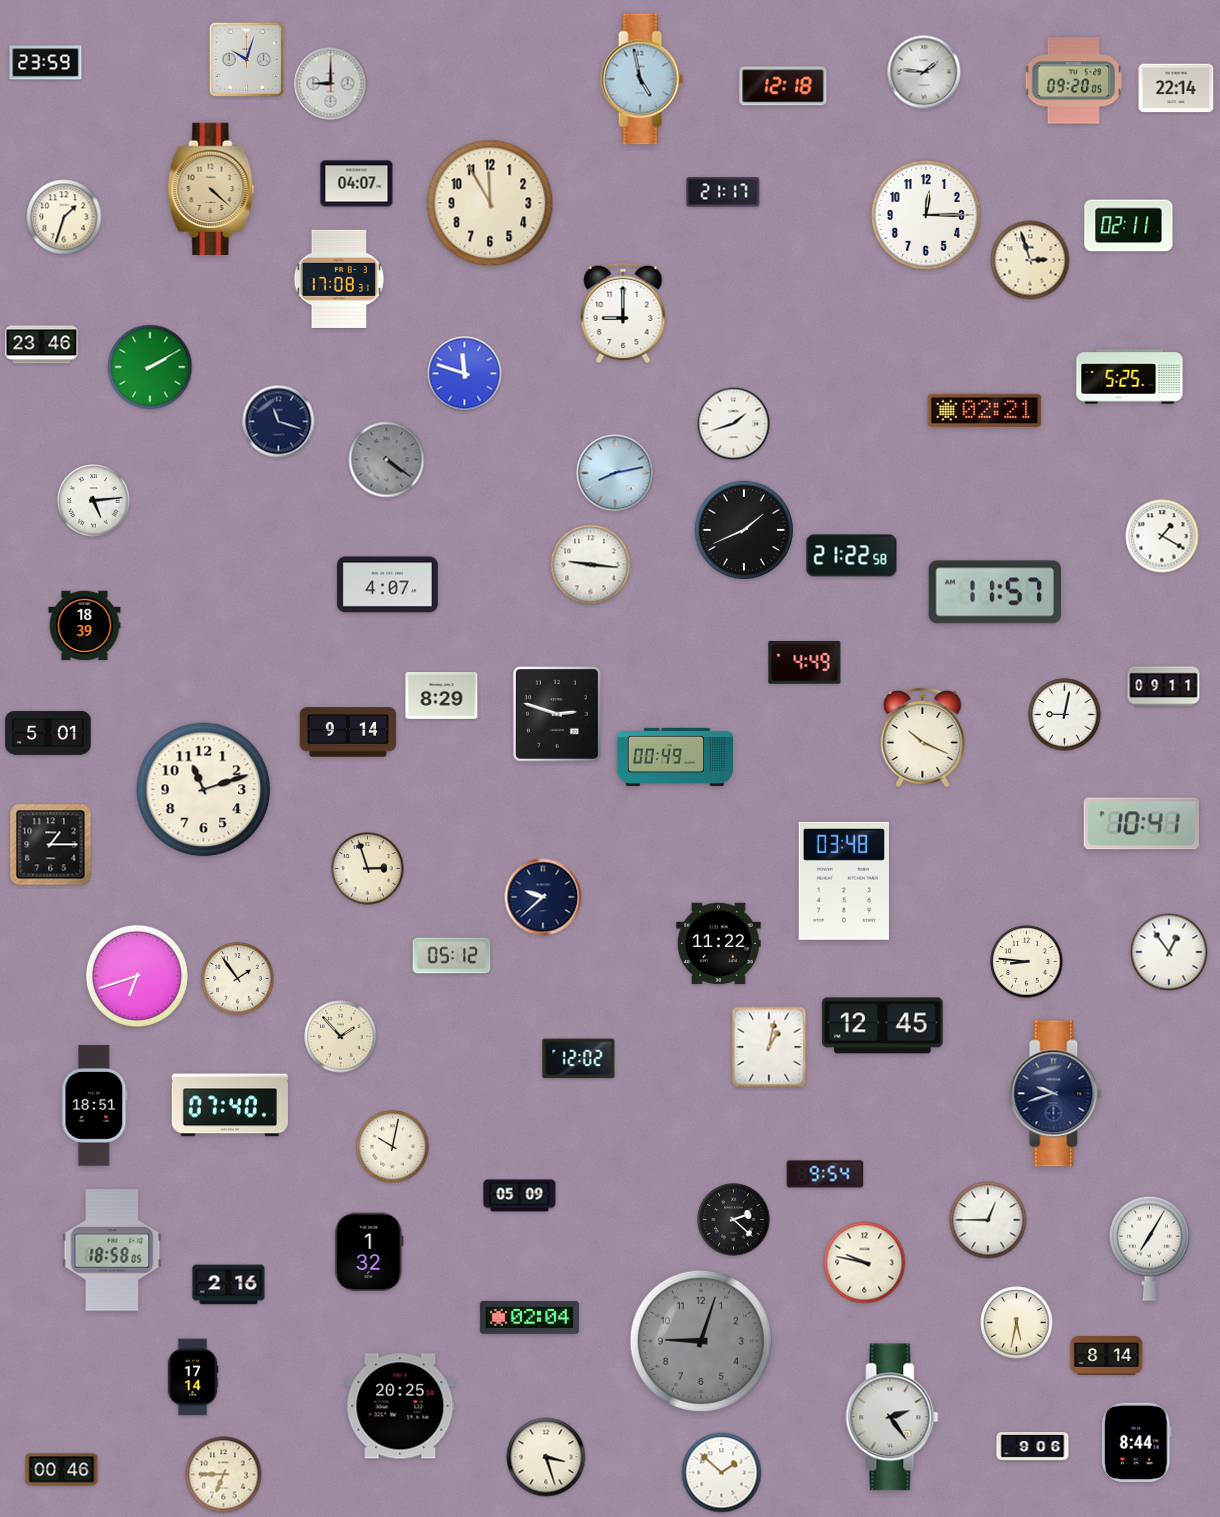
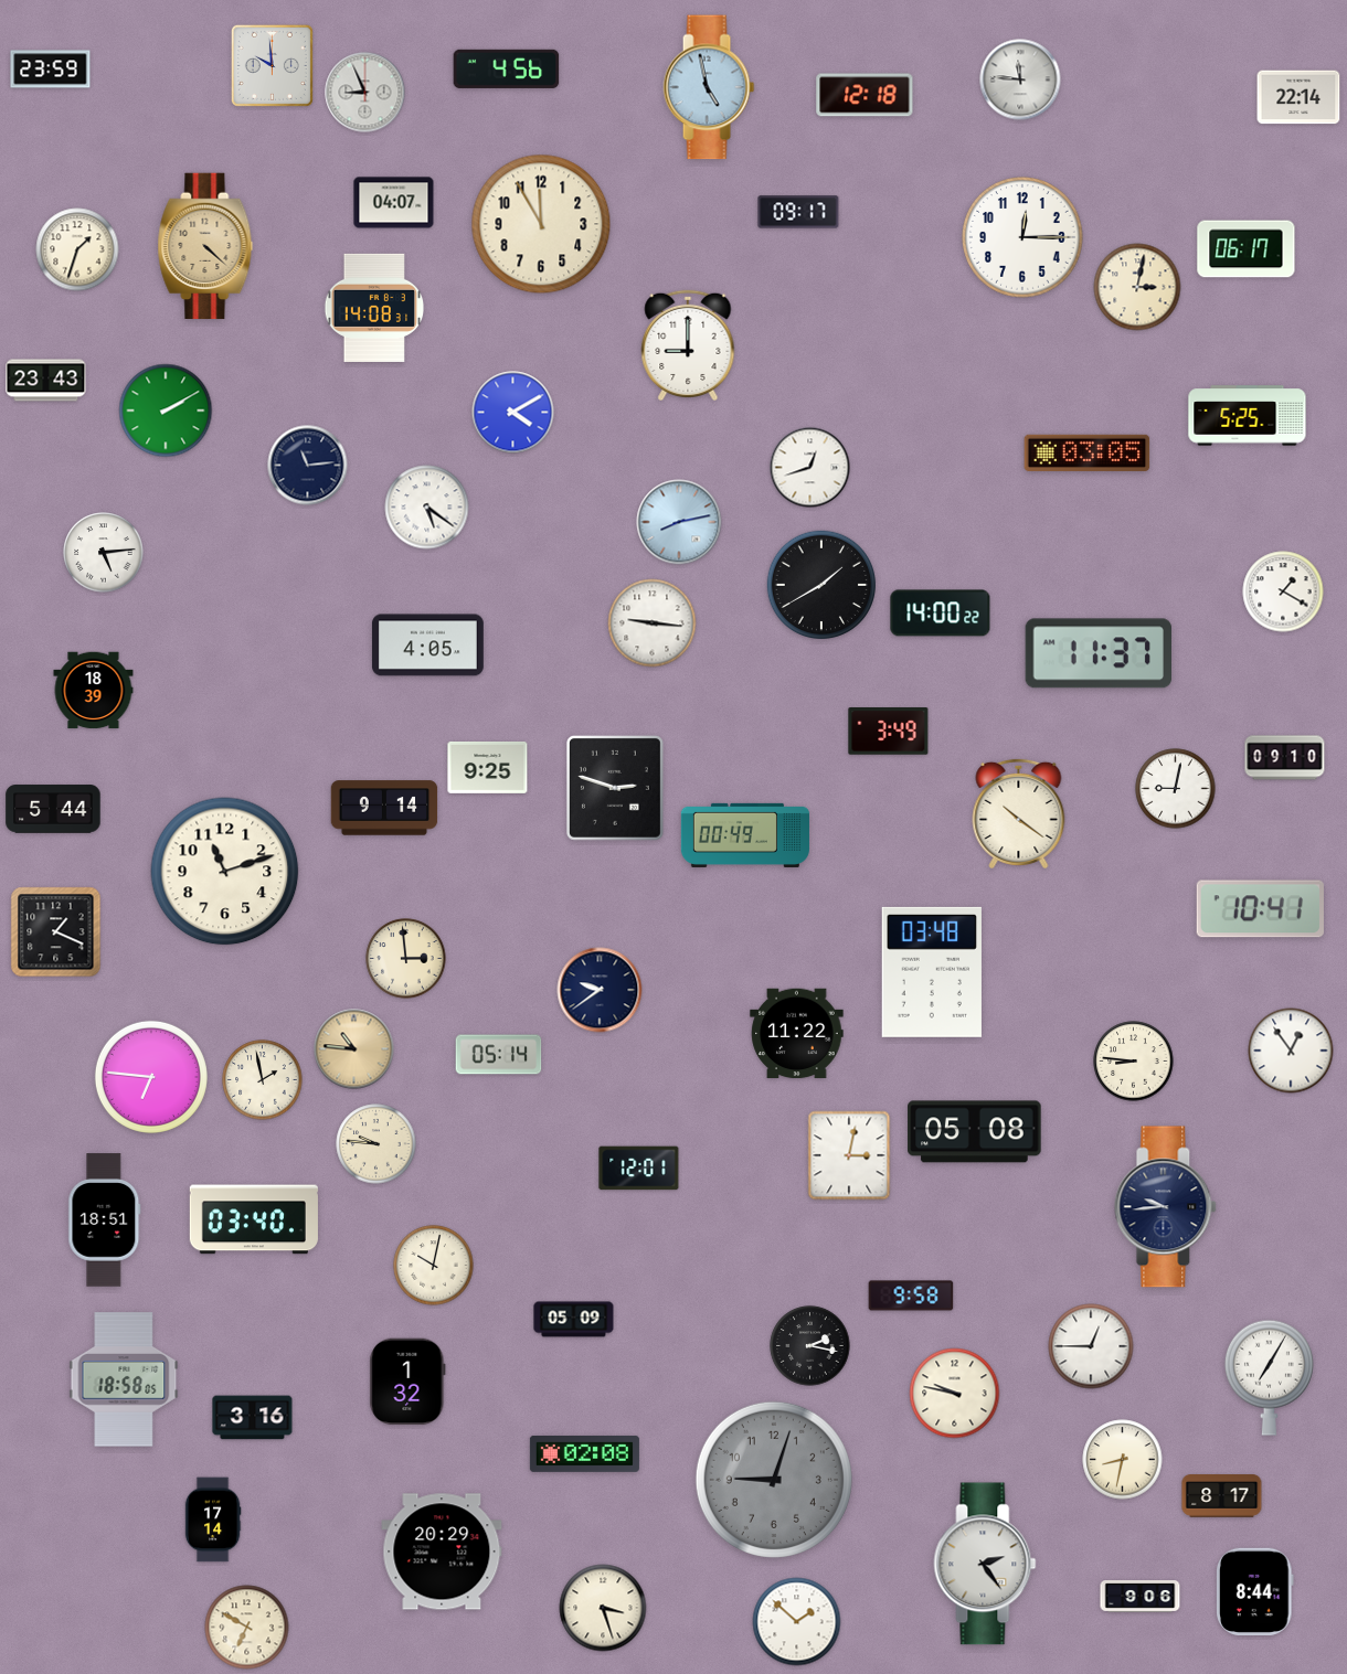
clock at (246, 59): 10:03 -> 9:59
clock at (507, 68): none -> 4:56
clock at (924, 72): 1:46 -> 11:46
clock at (1074, 81): 09:20 -> none
clock at (331, 84): 9:00 -> 8:56
clock at (211, 189) position: (211, 189) -> (205, 246)
clock at (723, 192): 21:17 -> 09:17
clock at (64, 217) position: (64, 217) -> (77, 249)
clock at (1129, 226): 02:11 -> 06:17
clock at (1030, 260): 2:57 -> 3:02
clock at (339, 279): 17:08 -> 14:08
clock at (42, 345): 23:46 -> 23:43
clock at (150, 367) position: (150, 367) -> (166, 410)
clock at (465, 374): 11:48 -> 4:10
clock at (985, 410): 02:21 -> 03:05
clock at (279, 422): 11:18 -> 11:14
clock at (734, 424): 1:42 -> 12:42
clock at (387, 460): 4:21 -> 5:21
clock at (387, 460) dial: grey -> white
clock at (743, 529): 1:41 -> 1:40
clock at (852, 556): 21:22 -> 14:00
clock at (387, 585): 4:07 -> 4:05
clock at (994, 592): 11:57 -> 11:37
clock at (805, 663): 4:49 -> 3:49
clock at (1164, 687): 09:11 -> 09:10
clock at (442, 695): 8:29 -> 9:25
clock at (48, 733): 5:01 -> 5:44
clock at (923, 737): 10:19 -> 10:21
clock at (51, 845): 1:15 -> 1:19
clock at (368, 869): 2:57 -> 2:59
clock at (543, 897): 9:38 -> 9:39
clock at (719, 944) position: (719, 944) -> (797, 1034)
clock at (354, 1049): none -> 10:46
clock at (452, 956): 05:12 -> 05:14
clock at (137, 976): 6:42 -> 6:46
clock at (238, 979): 1:54 -> 1:58
clock at (883, 1026): 12:45 -> 05:08
clock at (341, 1037): 1:53 -> 9:46
clock at (769, 1047): 1:02 -> 3:02
clock at (579, 1059): 12:02 -> 12:01
clock at (1056, 1094): 9:42 -> 9:44
clock at (230, 1105): 07:40 -> 03:40
clock at (825, 1174): 9:54 -> 9:58
clock at (734, 1220): 2:22 -> 2:17
clock at (229, 1285): 2:16 -> 3:16
clock at (529, 1317): 02:04 -> 02:08
clock at (1017, 1323): 5:32 -> 8:32
clock at (1107, 1356): 8:14 -> 8:17
clock at (400, 1406): 20:25 -> 20:29
clock at (62, 1470): 00:46 -> none
clock at (722, 1473) position: (722, 1473) -> (797, 1622)
clock at (224, 1475): 6:45 -> 6:50
